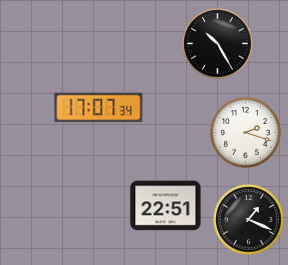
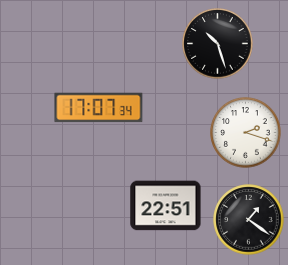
clock at (218, 44): 10:25 -> 10:27
clock at (249, 220): 1:19 -> 1:21
